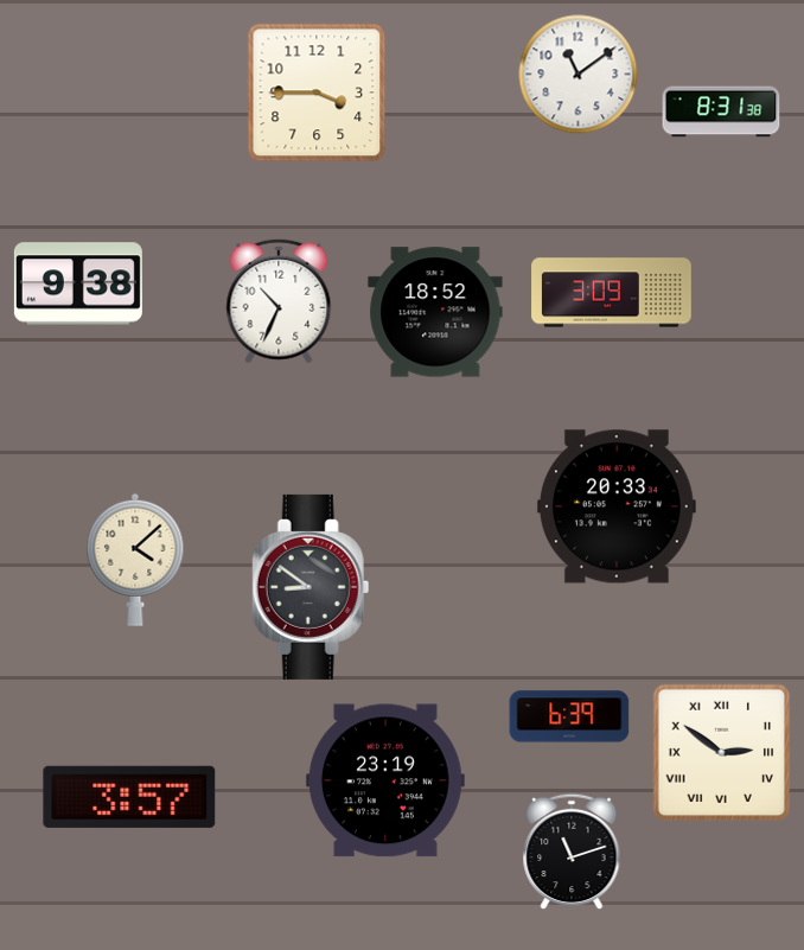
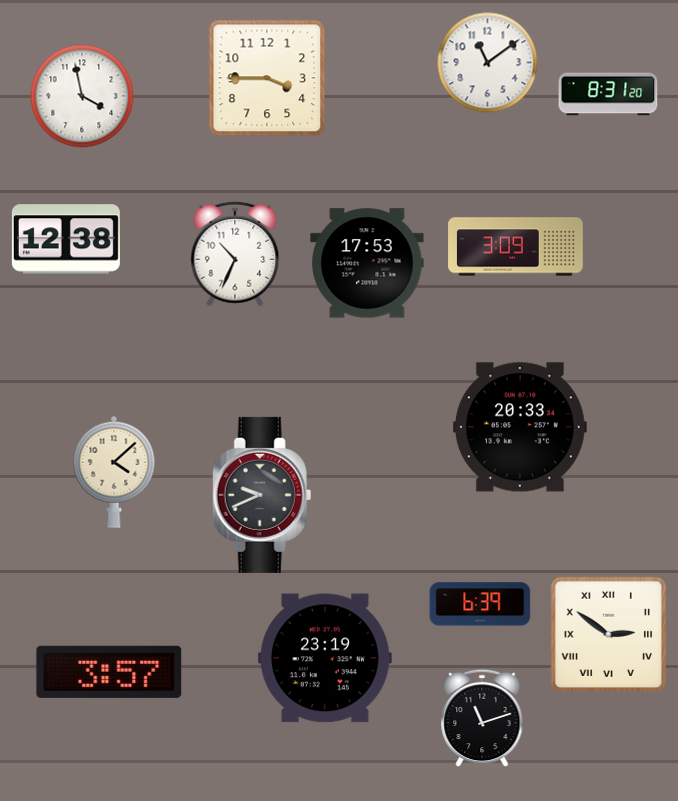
clock at (721, 111): 8:31:38 -> 8:31:20
clock at (82, 96): none -> 3:58
clock at (78, 283): 9:38 -> 12:38
clock at (435, 312): 18:52 -> 17:53
clock at (311, 587): 8:51 -> 9:41
